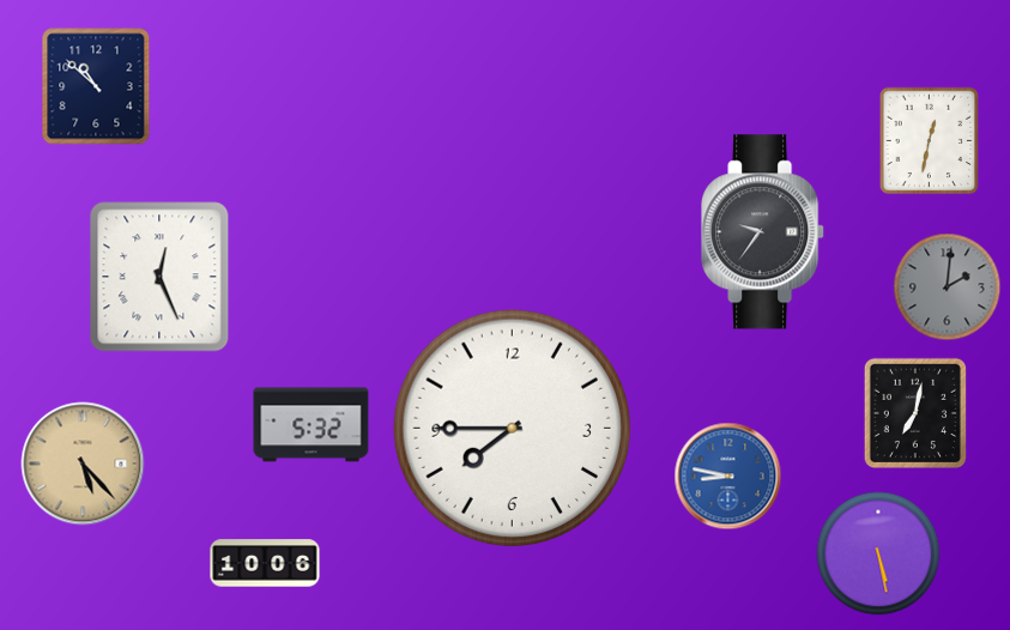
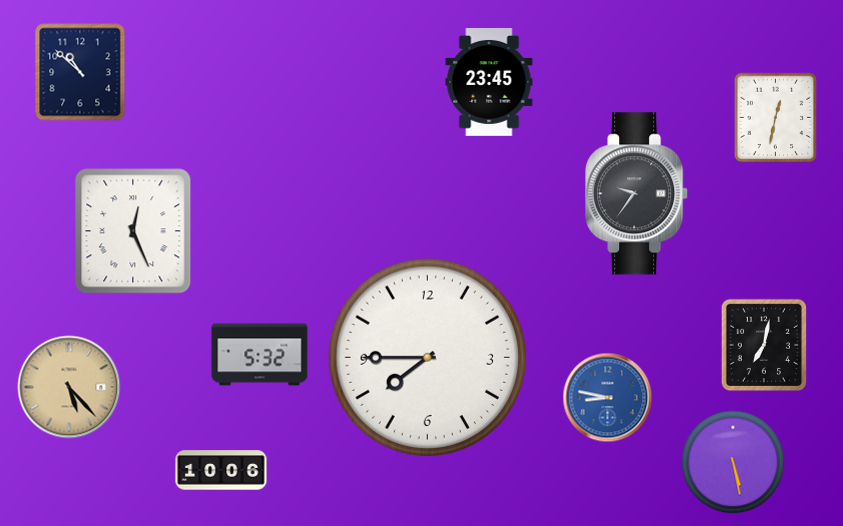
clock at (489, 83): none -> 23:45
clock at (948, 287): 2:01 -> none
